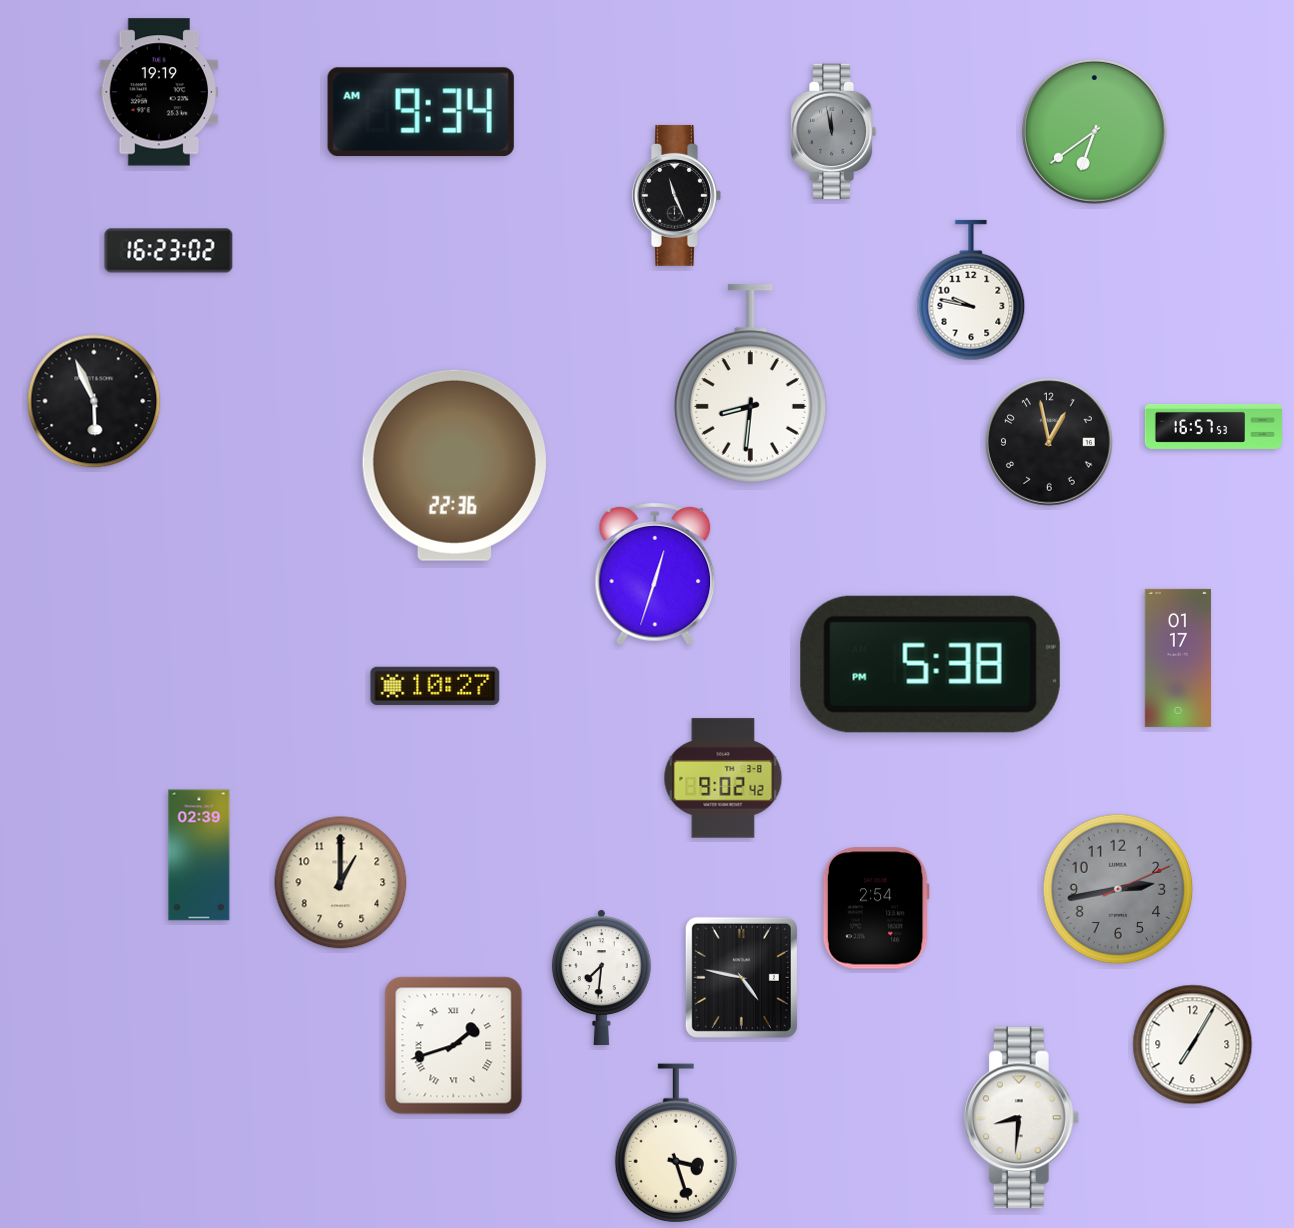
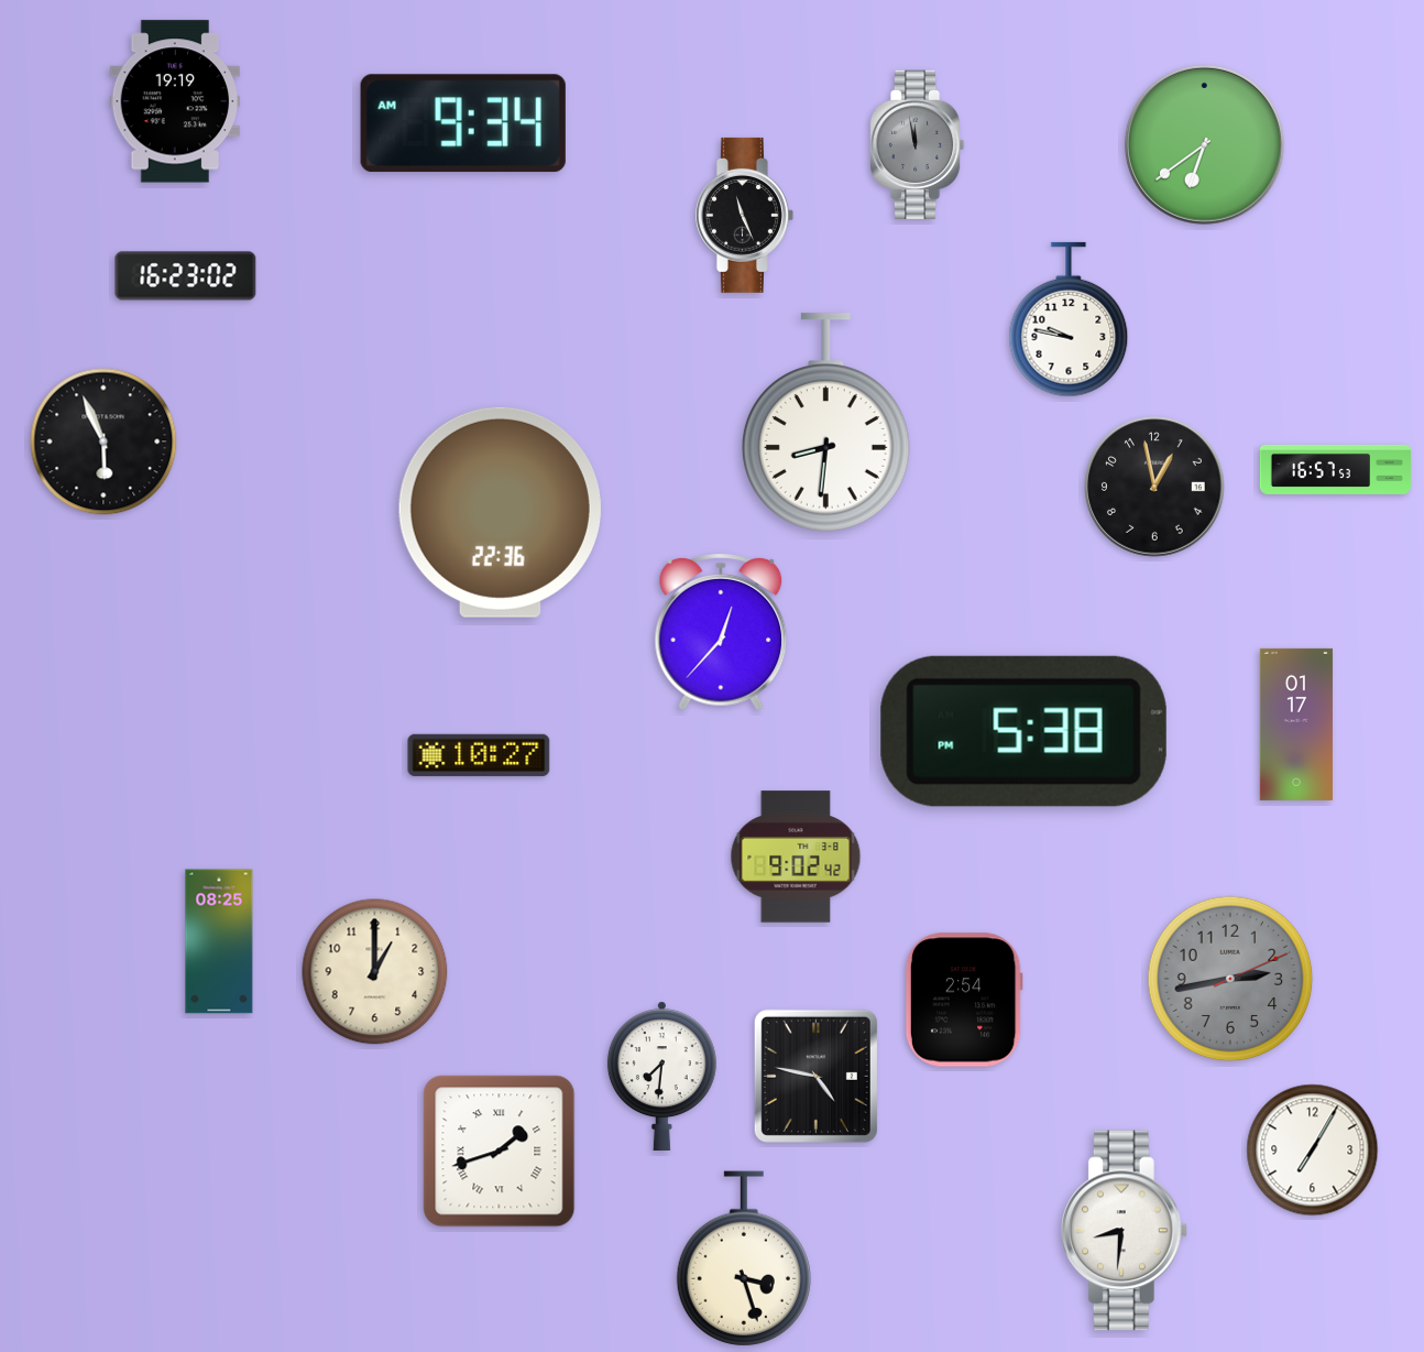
clock at (655, 574): 12:33 -> 12:37
clock at (199, 855): 02:39 -> 08:25
